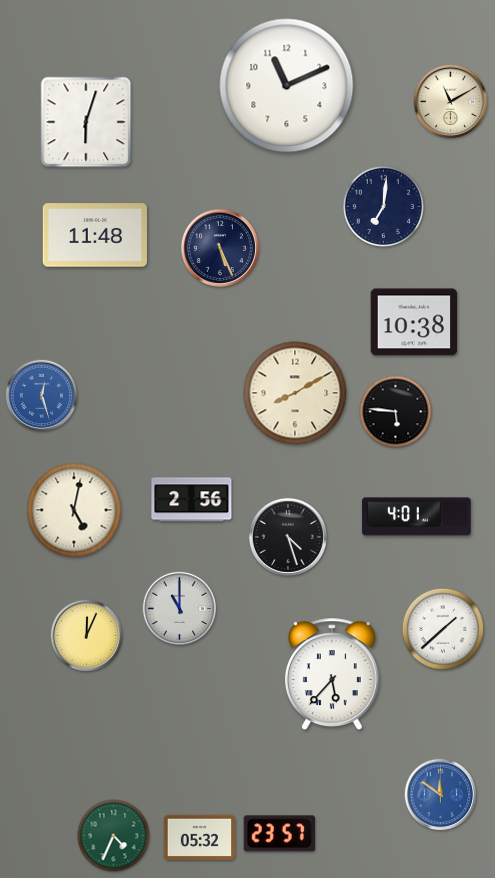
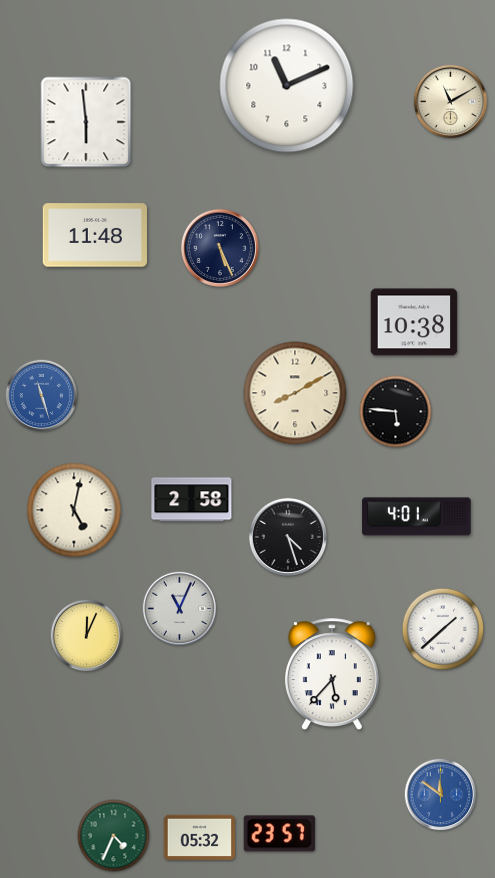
clock at (86, 122): 6:03 -> 5:59
clock at (383, 206): 7:01 -> none
clock at (42, 396): 12:27 -> 11:27
clock at (192, 500): 2:56 -> 2:58
clock at (180, 609): 11:00 -> 11:04
